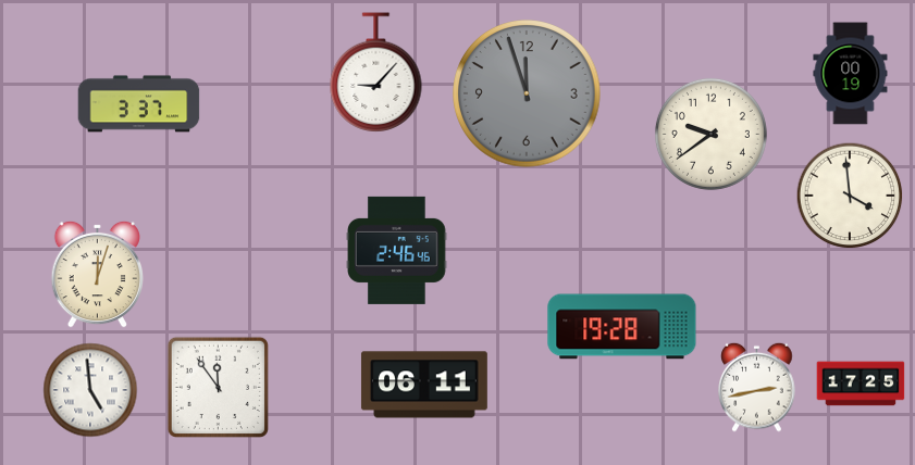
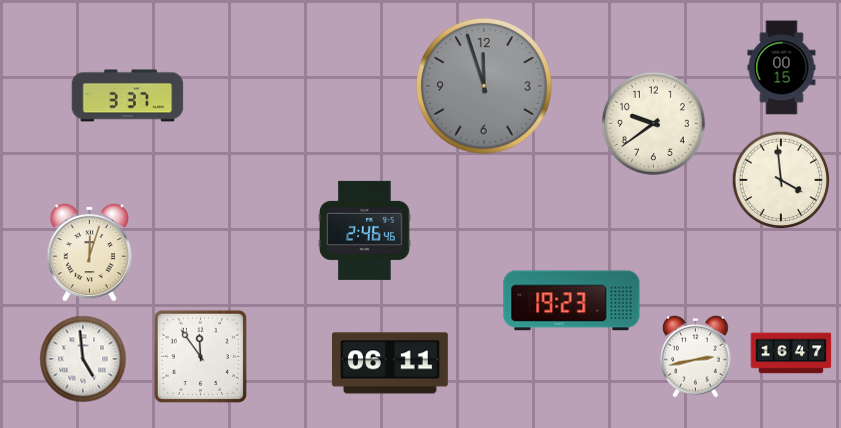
clock at (376, 72): 9:07 -> none
clock at (851, 74): 00:19 -> 00:15
clock at (622, 327): 19:28 -> 19:23
clock at (861, 384): 17:25 -> 16:47
clock at (424, 385) position: (424, 385) -> (390, 363)
